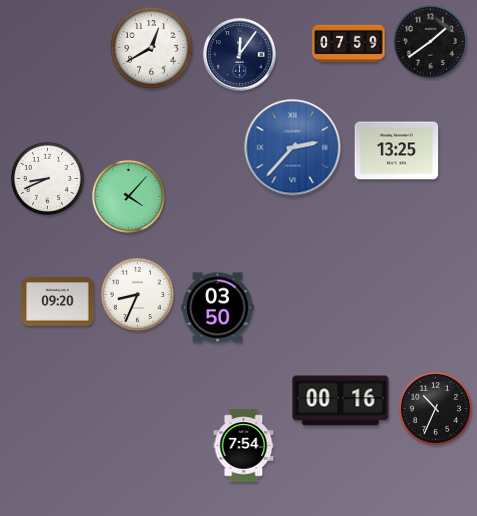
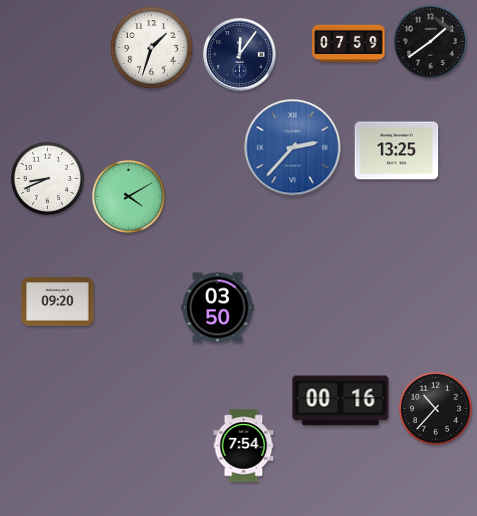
clock at (152, 48): 12:40 -> 1:33
clock at (128, 196): 4:07 -> 4:10
clock at (137, 294): 8:34 -> none
clock at (435, 408): 10:34 -> 10:37
